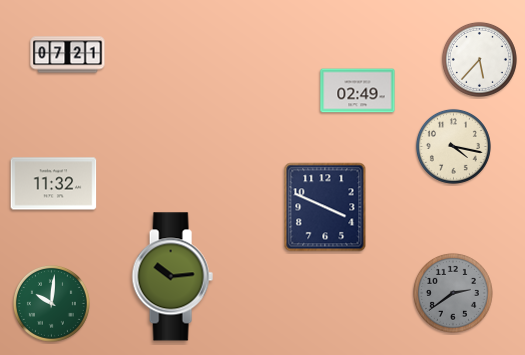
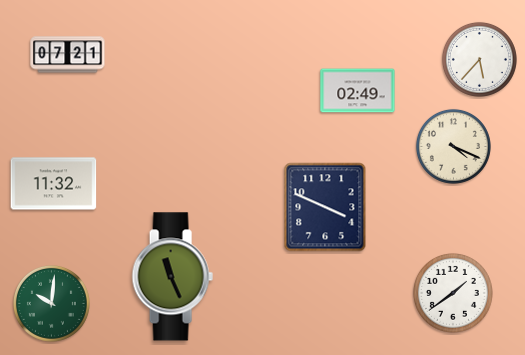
clock at (453, 146): 4:17 -> 4:19
clock at (172, 277): 10:14 -> 11:26
clock at (453, 293): 2:39 -> 1:39
clock at (453, 293) dial: grey -> white
